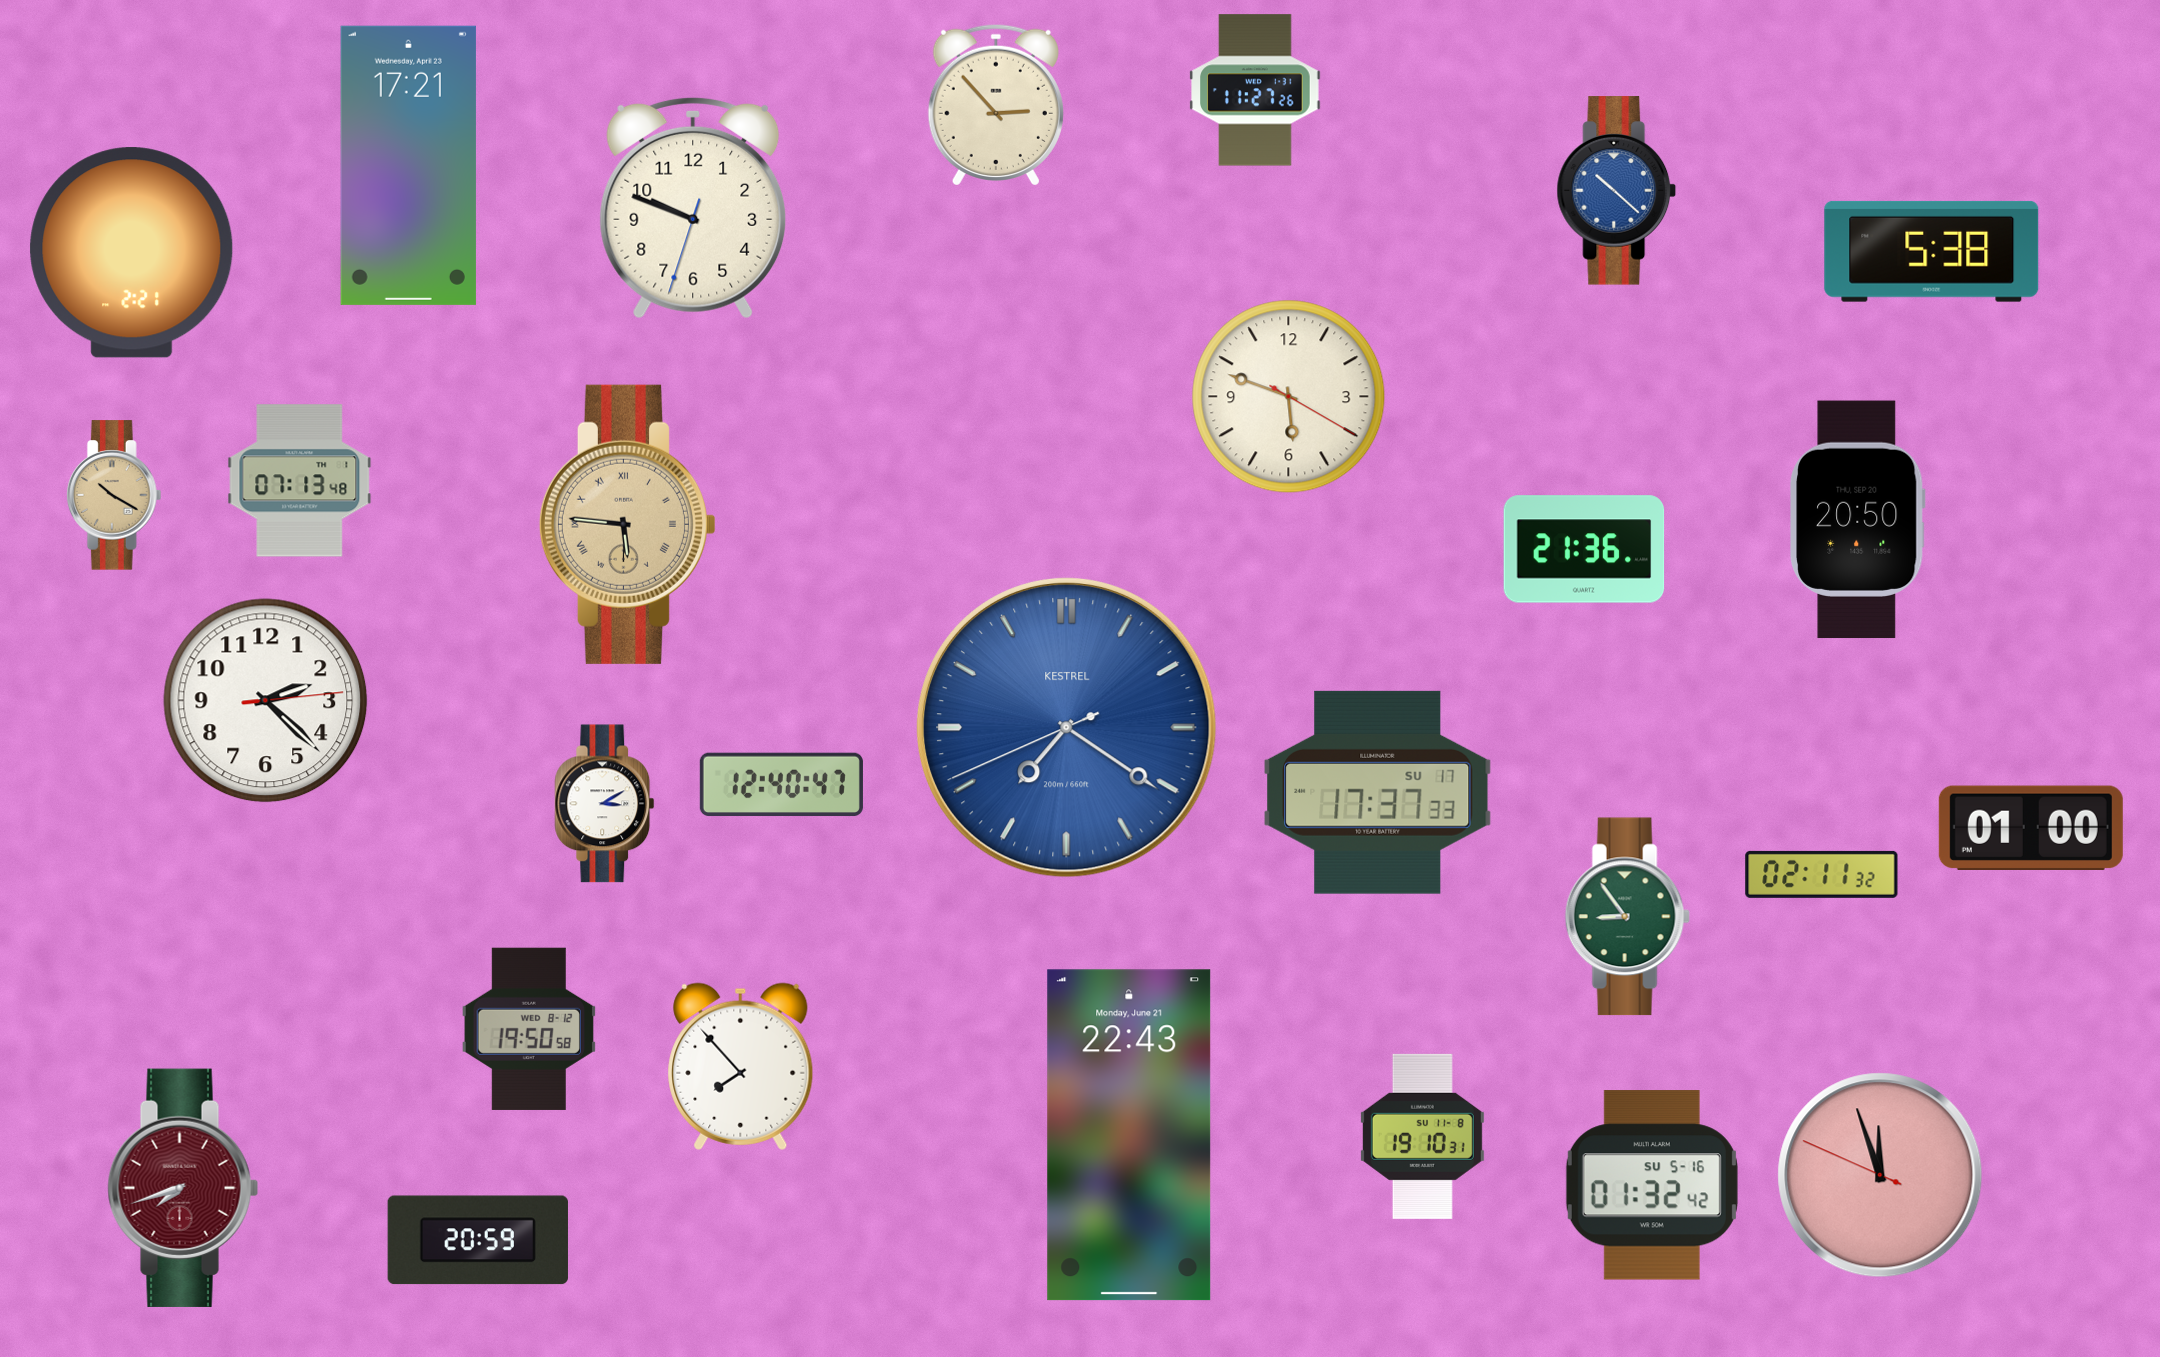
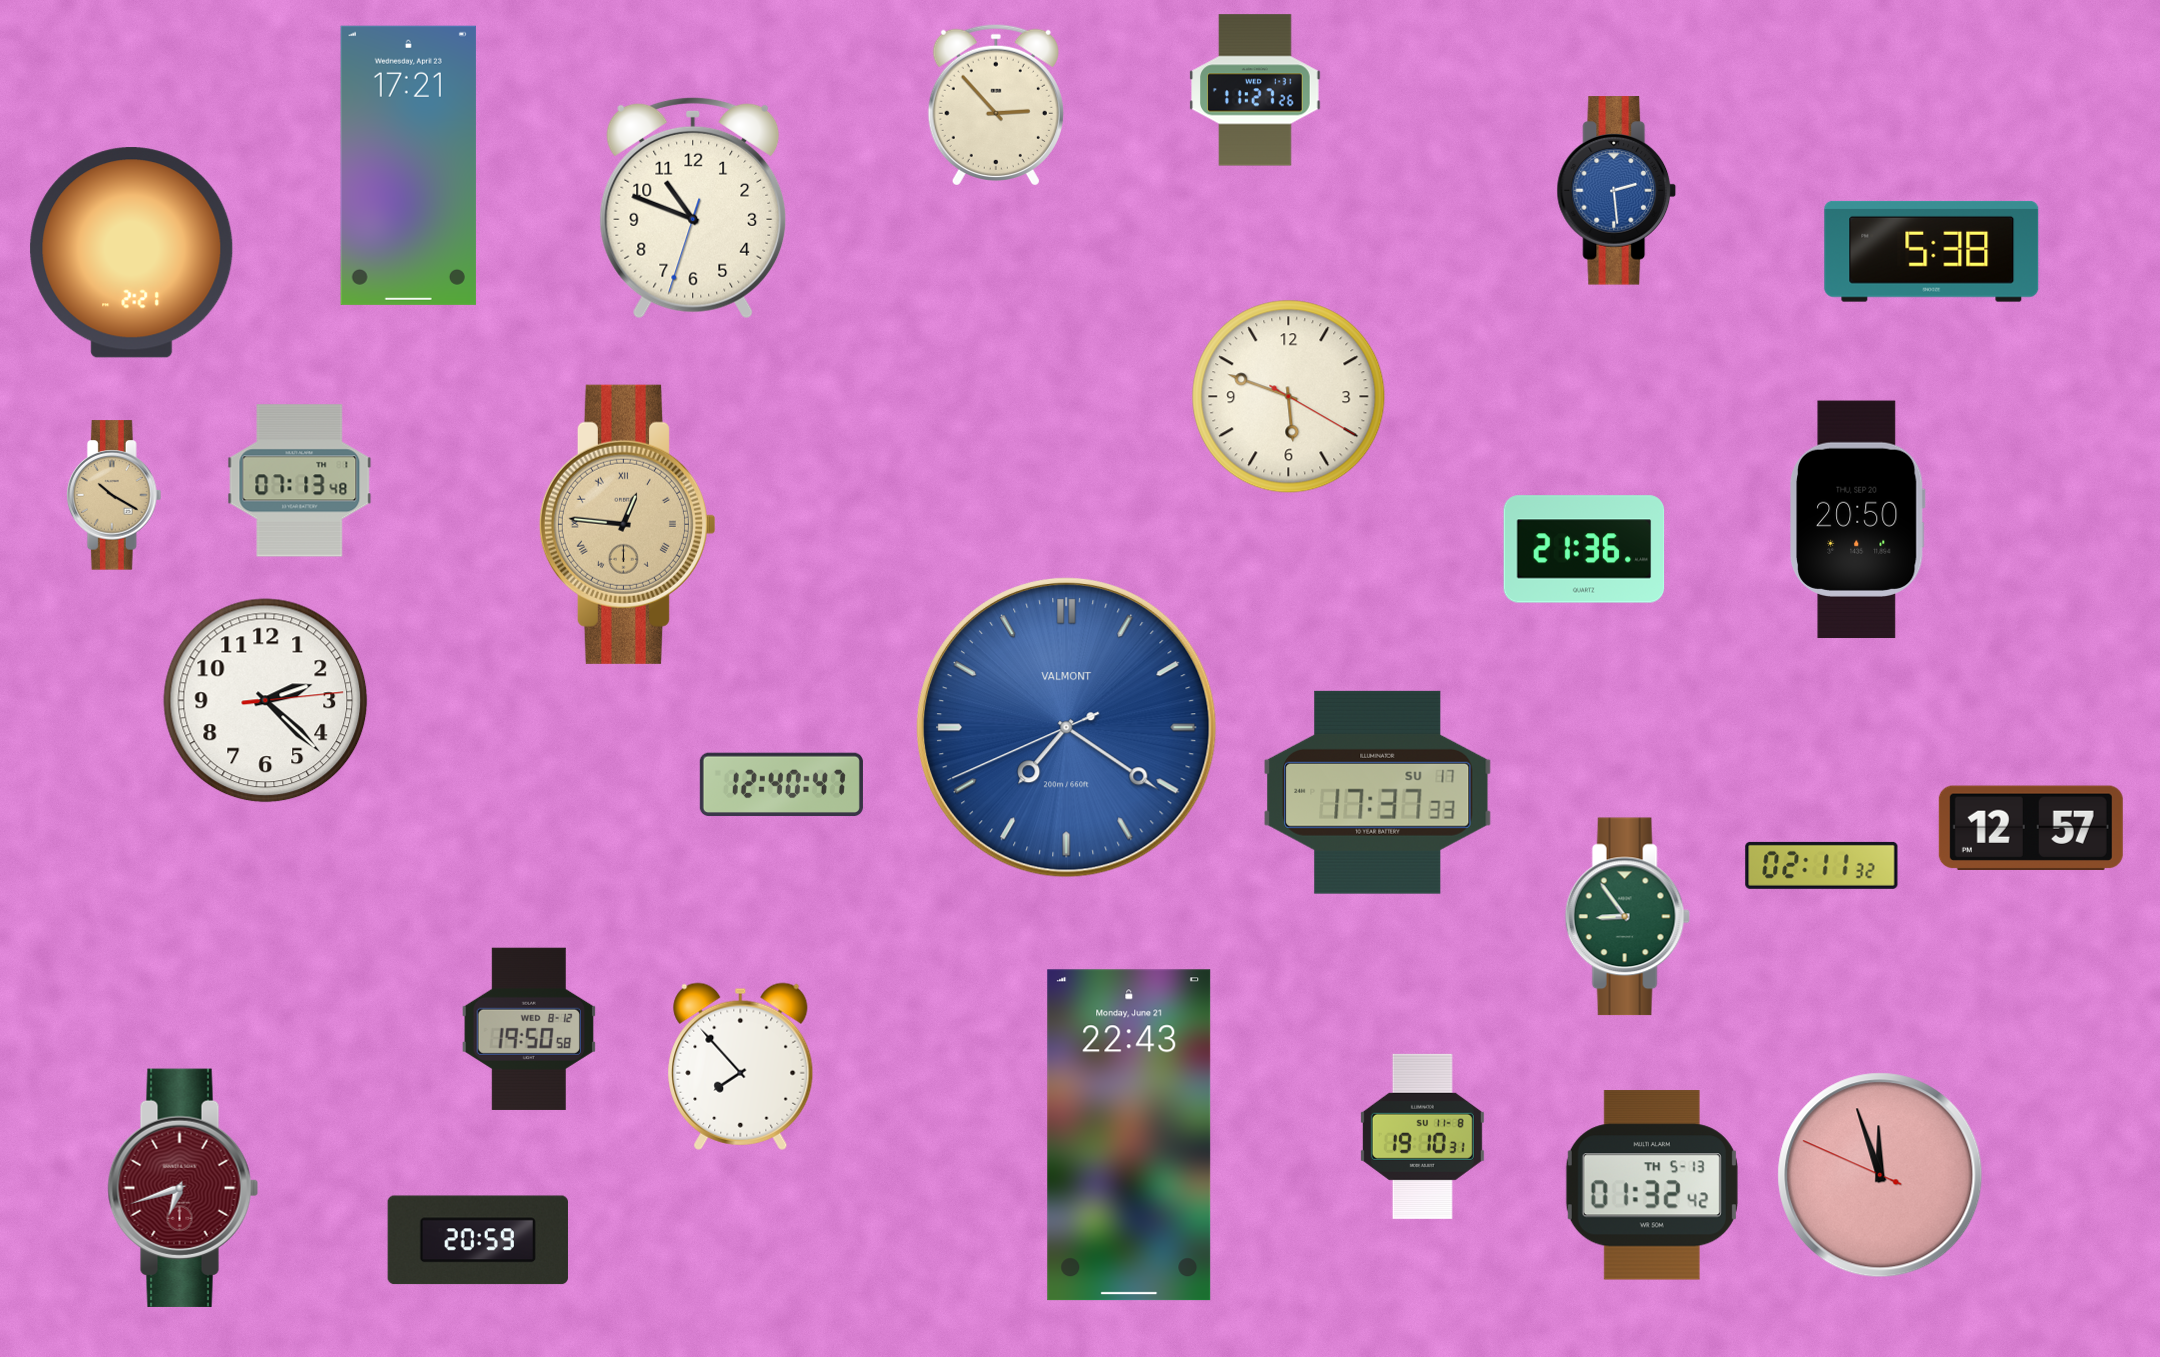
clock at (1617, 191): 10:22 -> 2:29
clock at (693, 208): 9:48 -> 10:48
clock at (627, 524): 5:46 -> 12:46
clock at (1066, 727) brand: KESTREL -> VALMONT
clock at (605, 804): 3:10 -> none
clock at (2031, 828): 01:00 -> 12:57
clock at (1822, 874) position: (1822, 874) -> (1822, 865)
clock at (1652, 1185) date: SU 5-16 -> TH 5-13
clock at (183, 1188): 7:42 -> 6:42
